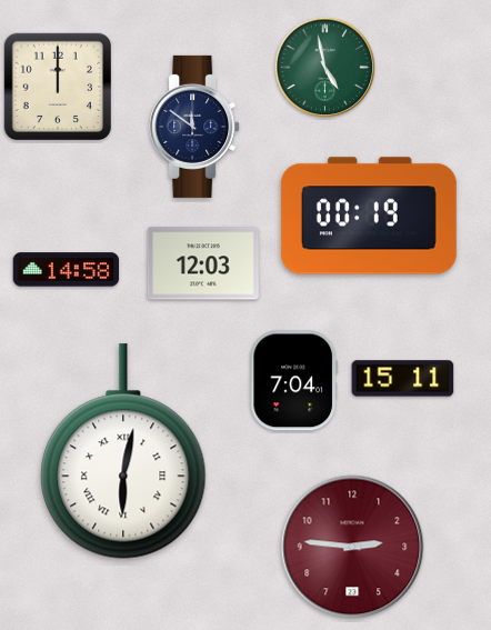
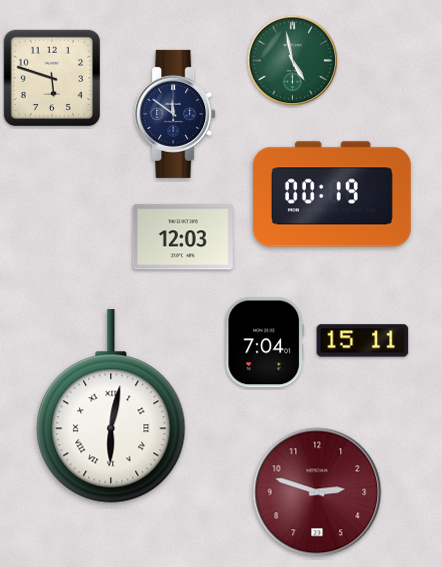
clock at (57, 86): 12:00 -> 5:48
clock at (67, 270): 14:58 -> none
clock at (352, 547): 2:46 -> 2:48
